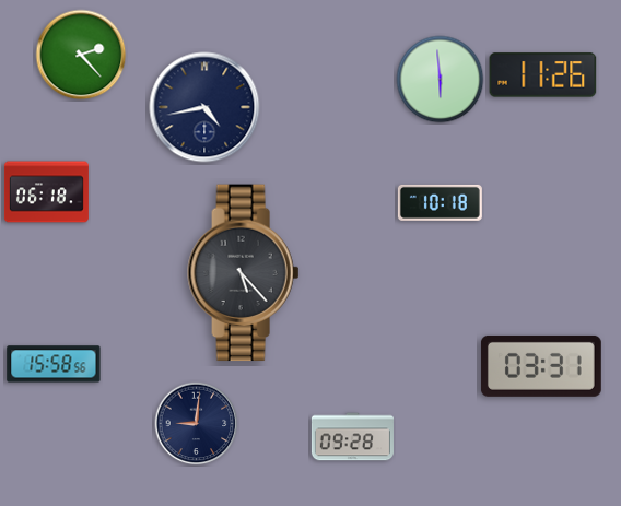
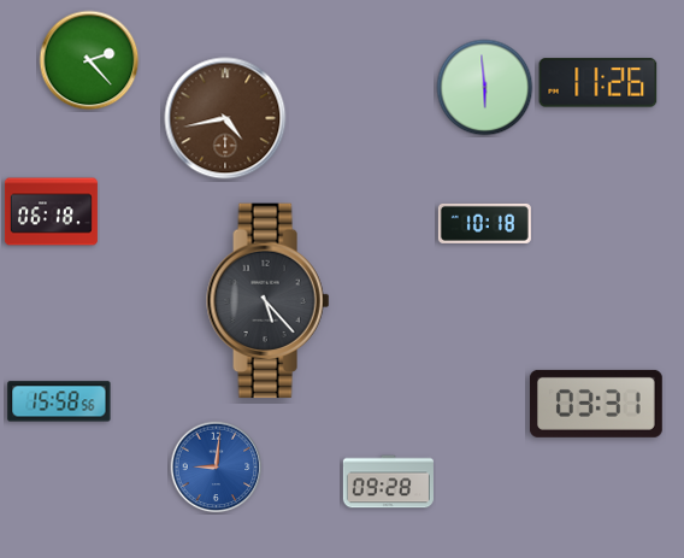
clock at (204, 107) dial: navy -> brown
clock at (197, 424) dial: navy -> blue
